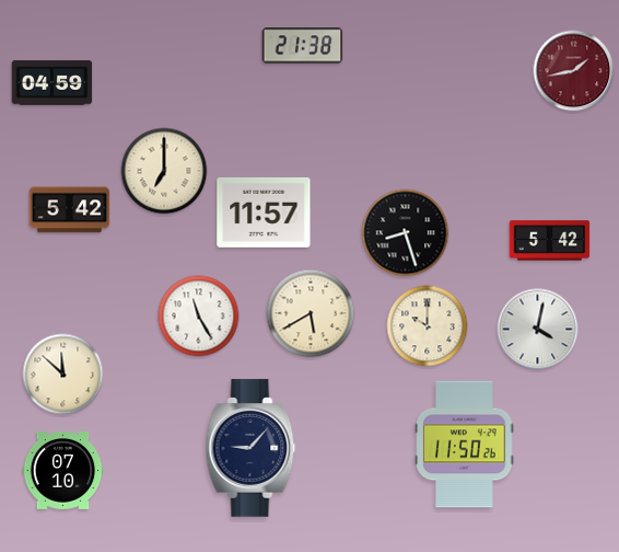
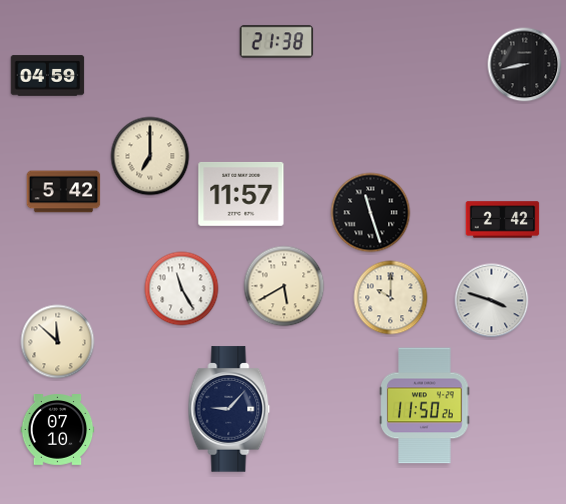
clock at (574, 71): 1:43 -> 8:43
clock at (574, 71) dial: burgundy -> black
clock at (406, 233): 8:27 -> 11:27
clock at (550, 241): 5:42 -> 2:42
clock at (538, 330): 4:02 -> 3:48
